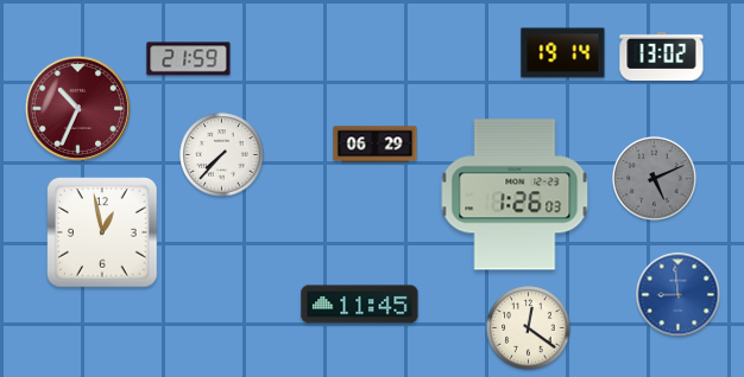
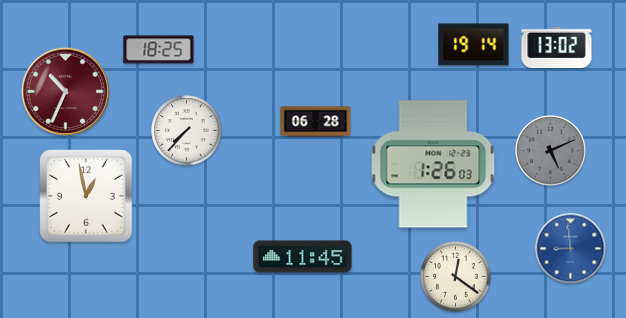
clock at (189, 59): 21:59 -> 18:25
clock at (376, 145): 06:29 -> 06:28
clock at (529, 328) position: (529, 328) -> (456, 277)
